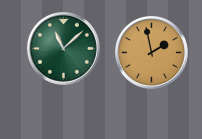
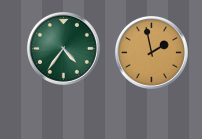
clock at (63, 48): 11:08 -> 4:36
